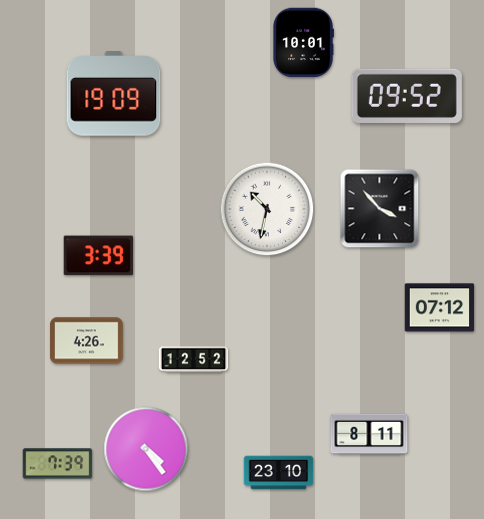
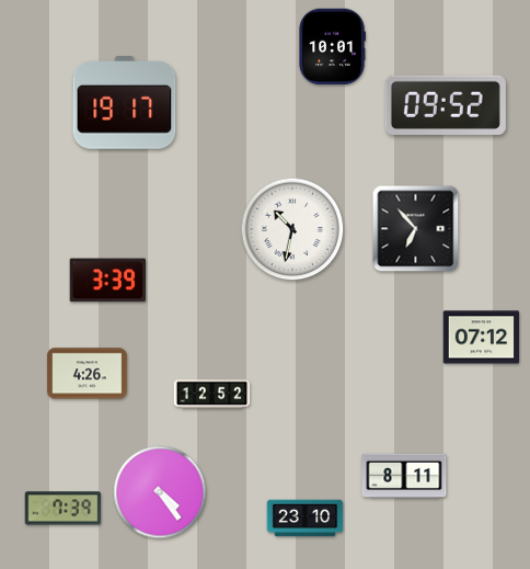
clock at (114, 94): 19:09 -> 19:17
clock at (380, 209): 3:53 -> 6:53
clock at (87, 341) position: (87, 341) -> (88, 374)
